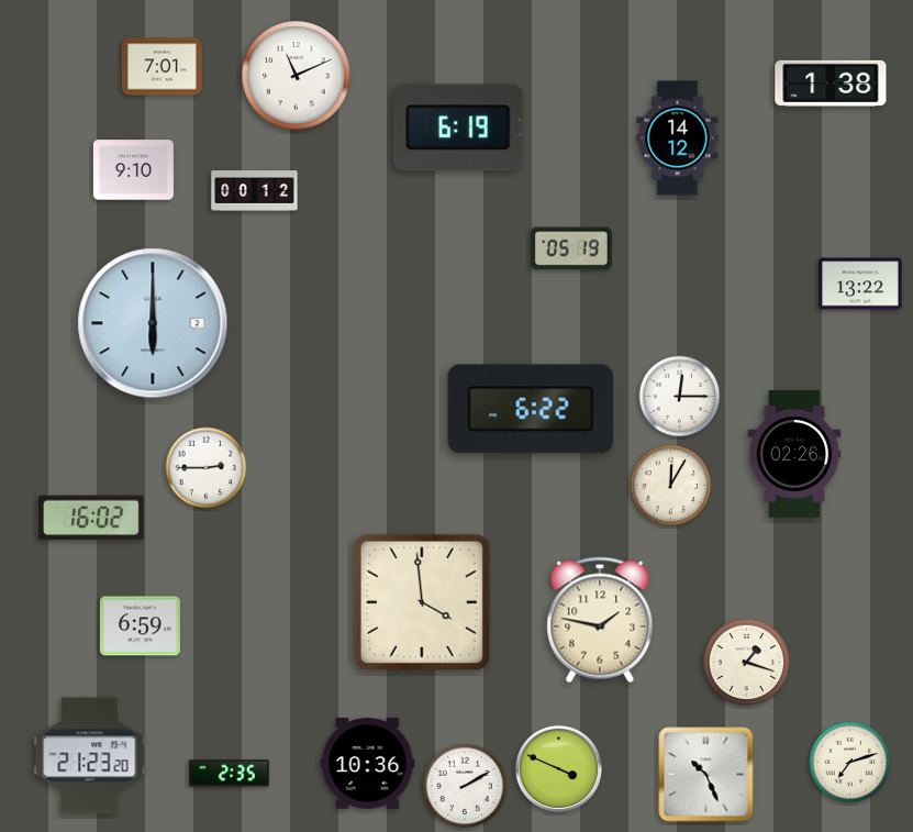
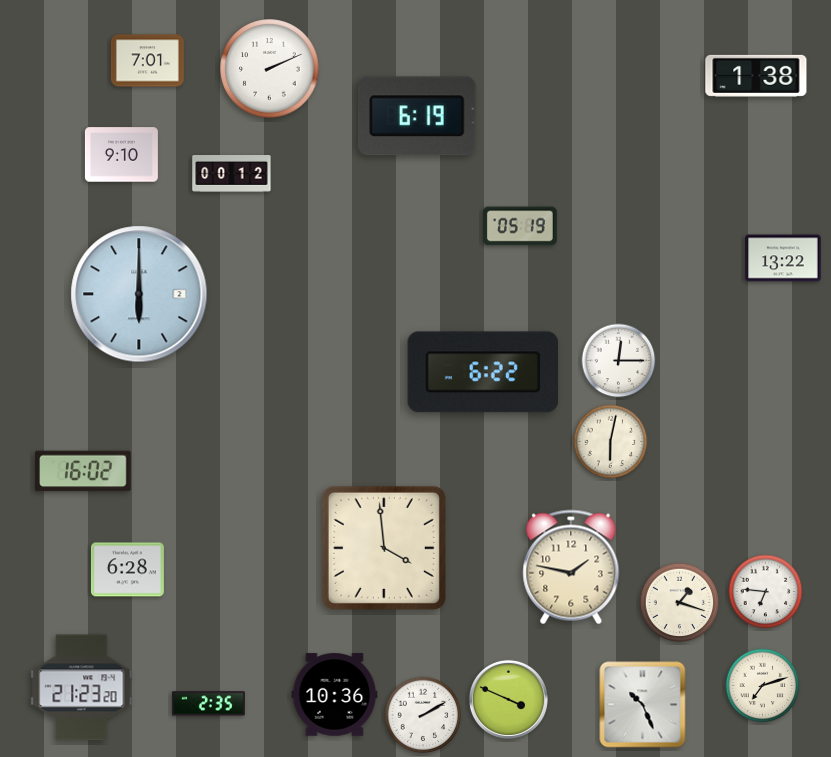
clock at (297, 76): 11:11 -> 2:11
clock at (678, 138): 14:12 -> none
clock at (794, 455): 02:26 -> none
clock at (207, 468): 2:45 -> none
clock at (671, 486): 12:05 -> 6:02
clock at (600, 620) position: (600, 620) -> (571, 567)
clock at (140, 626): 6:59 -> 6:28
clock at (766, 592): none -> 6:46
clock at (850, 763) position: (850, 763) -> (763, 686)
